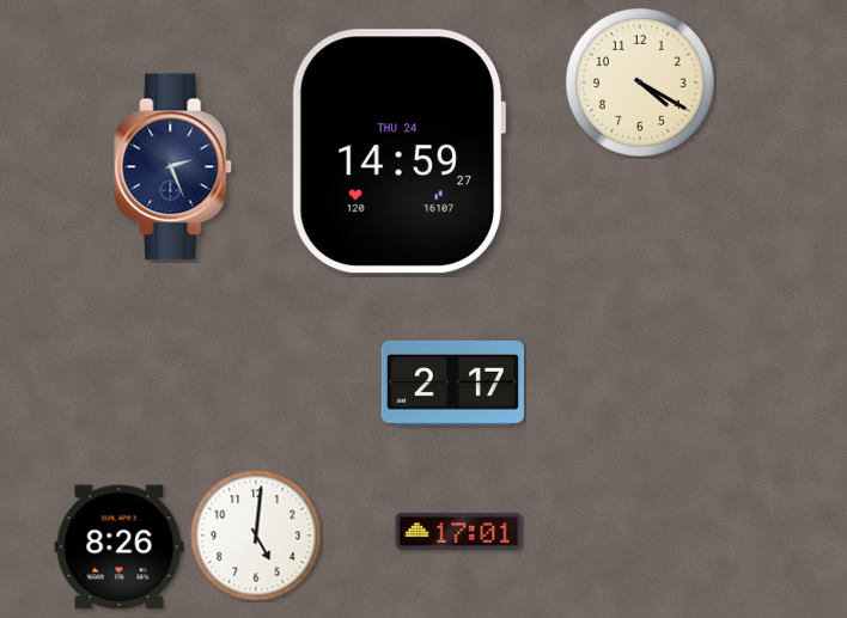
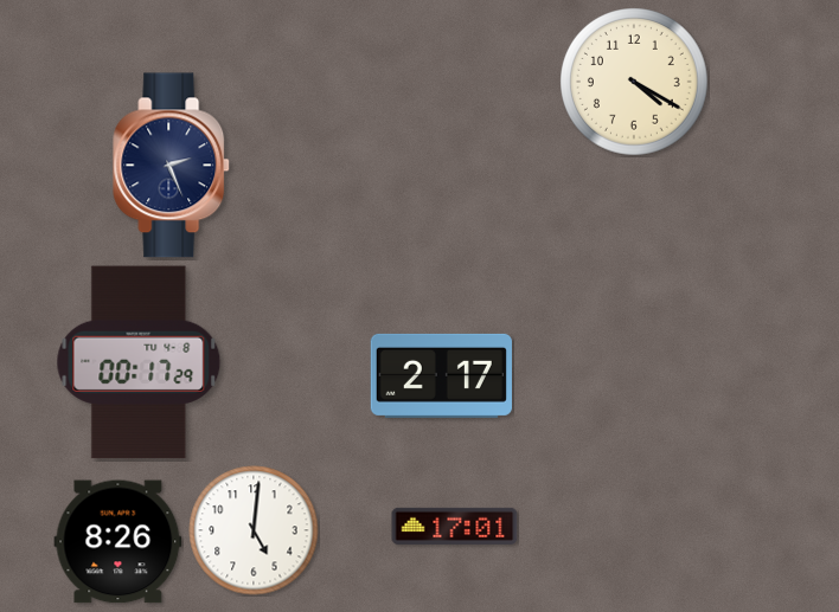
clock at (398, 152): 14:59 -> none
clock at (139, 362): none -> 00:17
clock at (452, 383) position: (452, 383) -> (441, 375)
